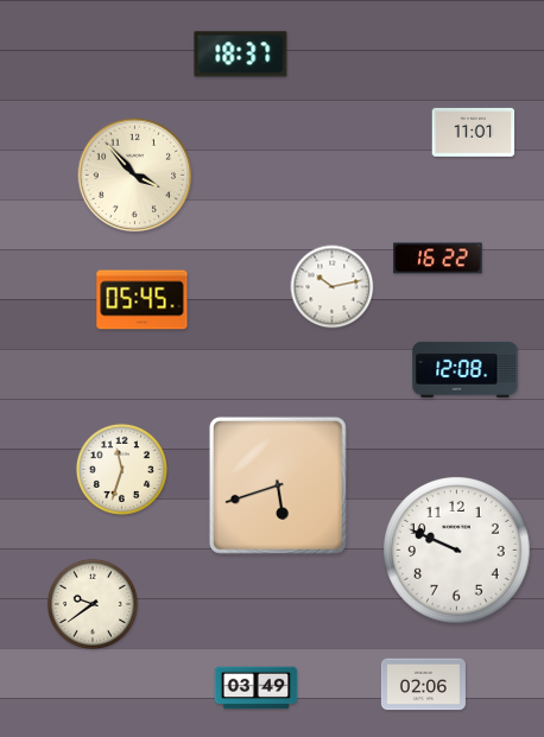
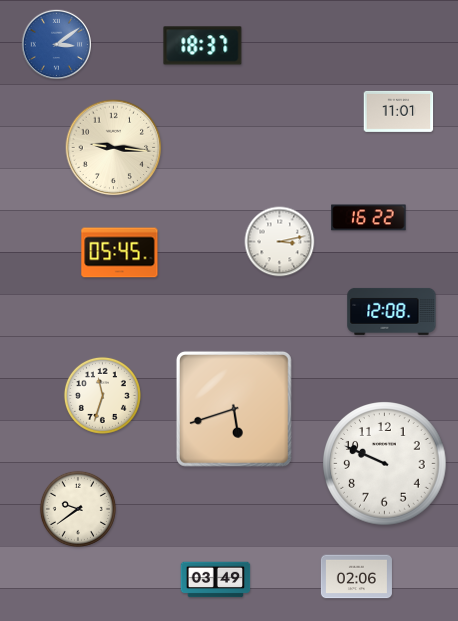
clock at (56, 44): none -> 3:09
clock at (135, 176): 3:53 -> 9:16
clock at (333, 287): 10:13 -> 3:13
